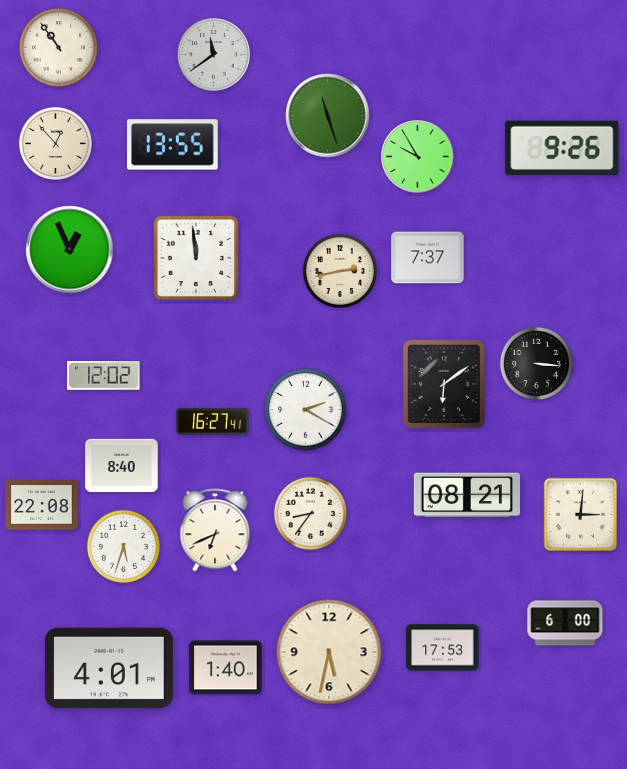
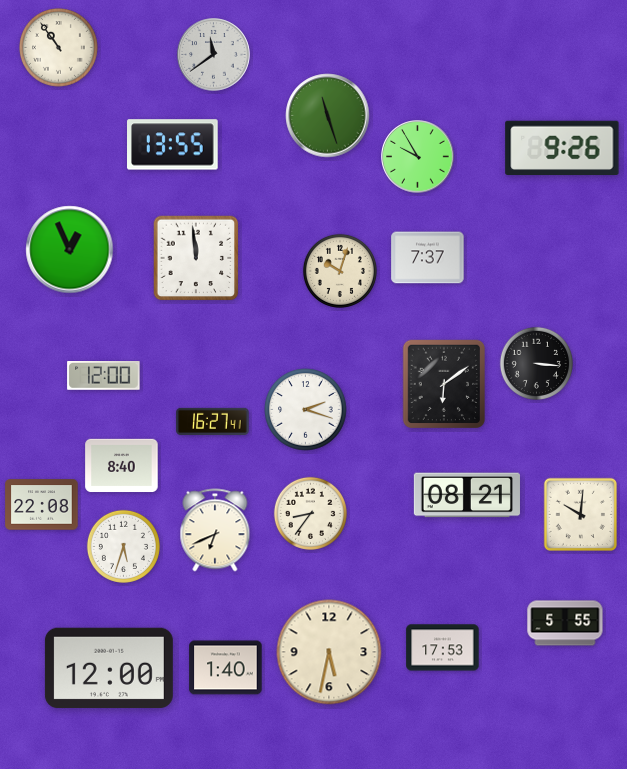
clock at (55, 143): 12:53 -> none
clock at (340, 271): 2:43 -> 10:03
clock at (104, 376): 12:02 -> 12:00
clock at (306, 410): 2:20 -> 2:18
clock at (580, 514): 3:01 -> 10:01
clock at (565, 623): 6:00 -> 5:55
clock at (109, 668): 4:01 -> 12:00
